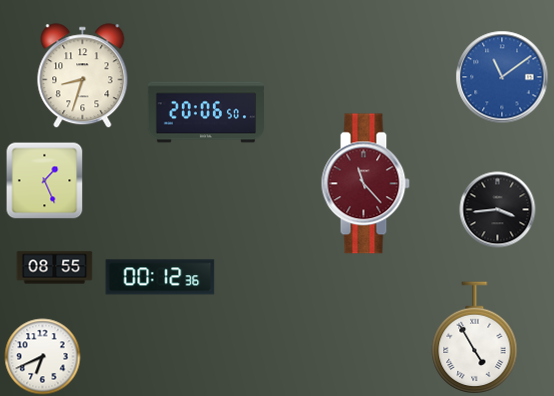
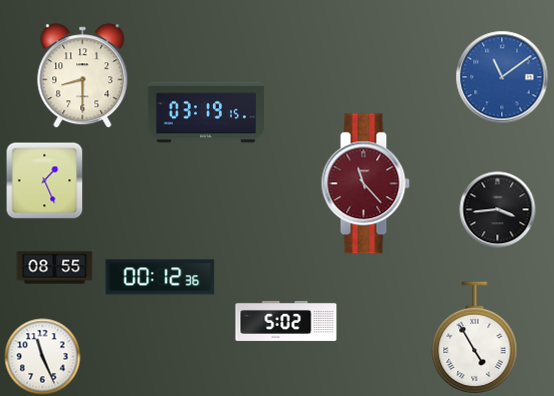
clock at (83, 76): 8:33 -> 8:30
clock at (205, 112): 20:06 -> 03:19
clock at (286, 321): none -> 5:02
clock at (43, 357): 6:41 -> 11:26
